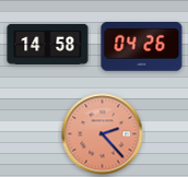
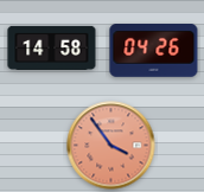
clock at (103, 134): 2:23 -> 3:54
